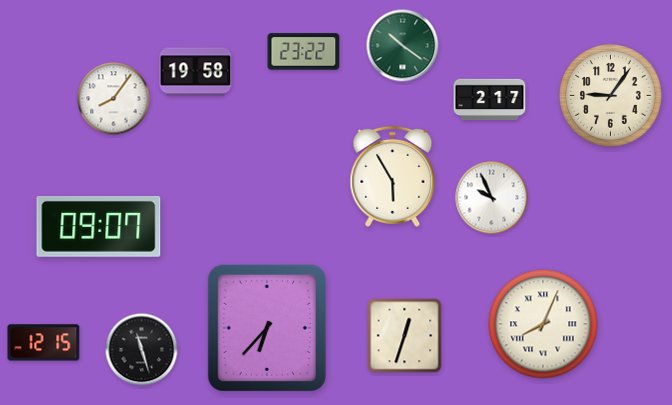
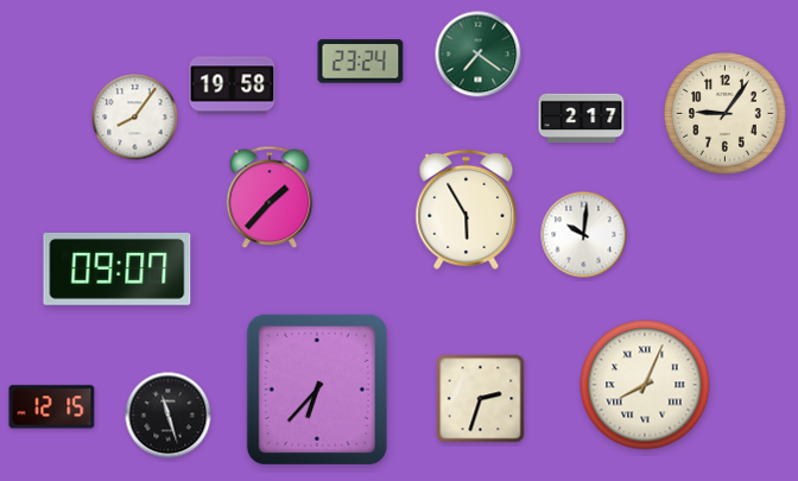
clock at (403, 46): 10:21 -> 7:21
clock at (304, 52): 23:22 -> 23:24
clock at (270, 197): none -> 1:37
clock at (492, 198): 9:56 -> 10:01
clock at (405, 336): 12:33 -> 2:33
